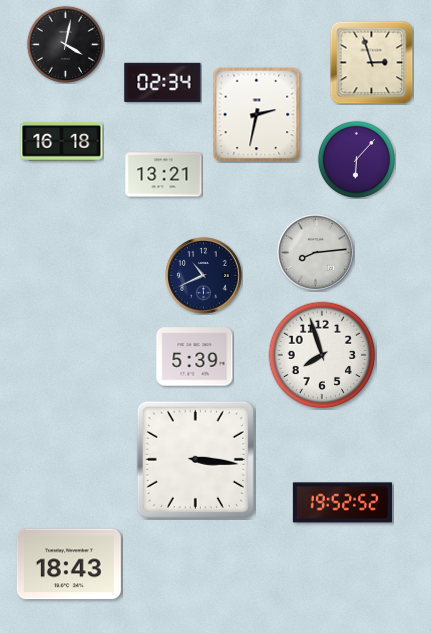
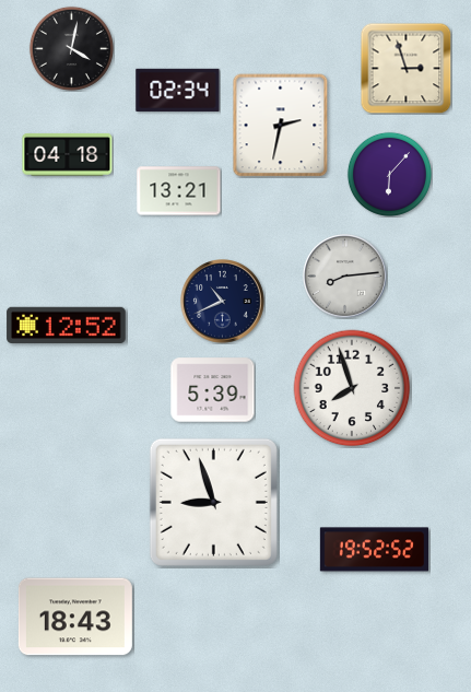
clock at (62, 141): 16:18 -> 04:18
clock at (67, 326): none -> 12:52
clock at (195, 459): 3:16 -> 8:57
